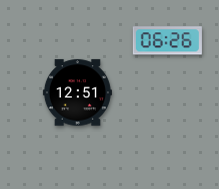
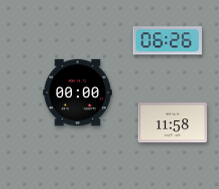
clock at (77, 93): 12:51 -> 00:00
clock at (172, 123): none -> 11:58
